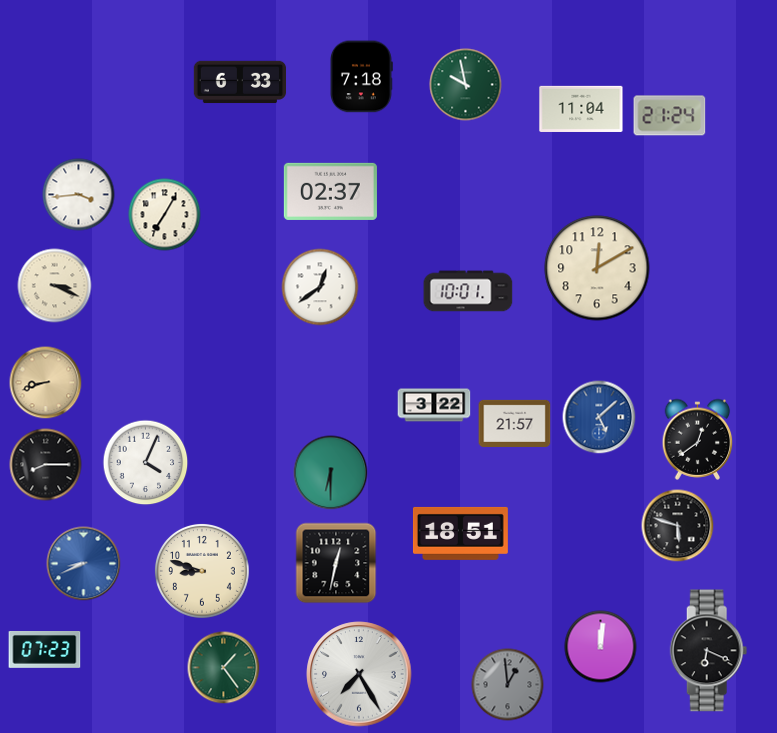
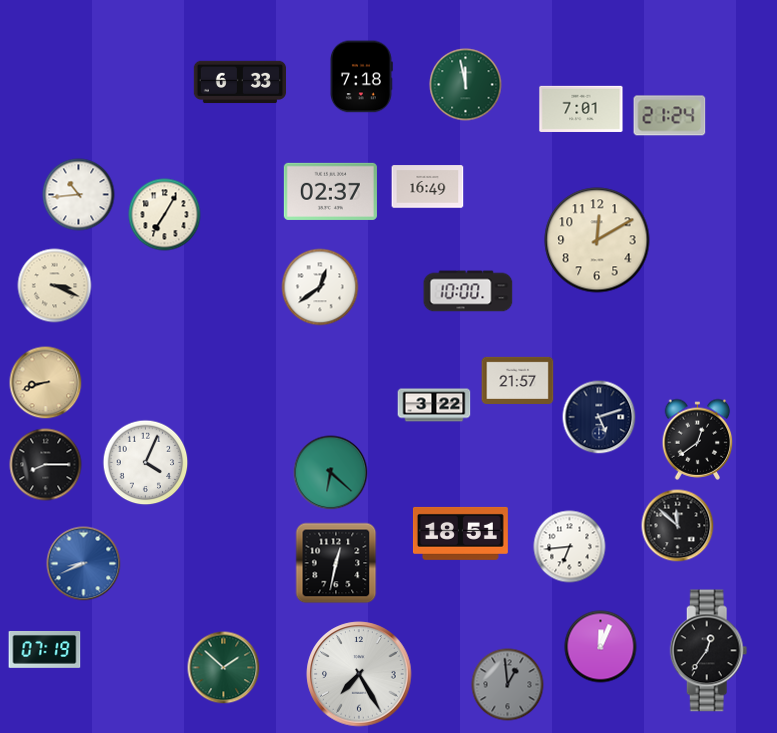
clock at (466, 85): 9:58 -> 11:58
clock at (581, 109): 11:04 -> 7:01
clock at (428, 187): none -> 16:49
clock at (79, 195): 3:44 -> 10:44
clock at (597, 268) position: (597, 268) -> (597, 240)
clock at (468, 291): 10:01 -> 10:00
clock at (599, 417): 5:08 -> 5:12
clock at (599, 417) dial: blue -> navy
clock at (515, 423) position: (515, 423) -> (518, 380)
clock at (331, 473): 6:30 -> 6:22
clock at (678, 526): 5:48 -> 11:52
clock at (570, 547): none -> 6:44
clock at (202, 571): 8:48 -> none
clock at (601, 647): 12:01 -> 12:04
clock at (45, 650): 07:23 -> 07:19
clock at (709, 651): 6:19 -> 12:36
clock at (224, 668): 1:24 -> 1:52
